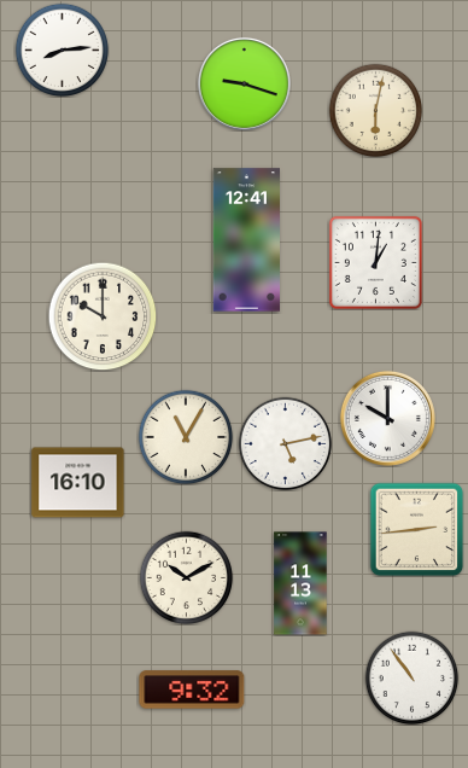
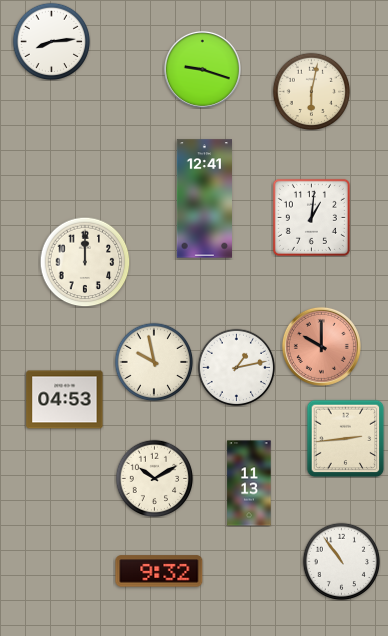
clock at (103, 316): 10:00 -> 12:00
clock at (387, 418) dial: white -> salmon
clock at (186, 437): 11:05 -> 9:58
clock at (285, 443): 5:13 -> 1:13
clock at (78, 483): 16:10 -> 04:53
